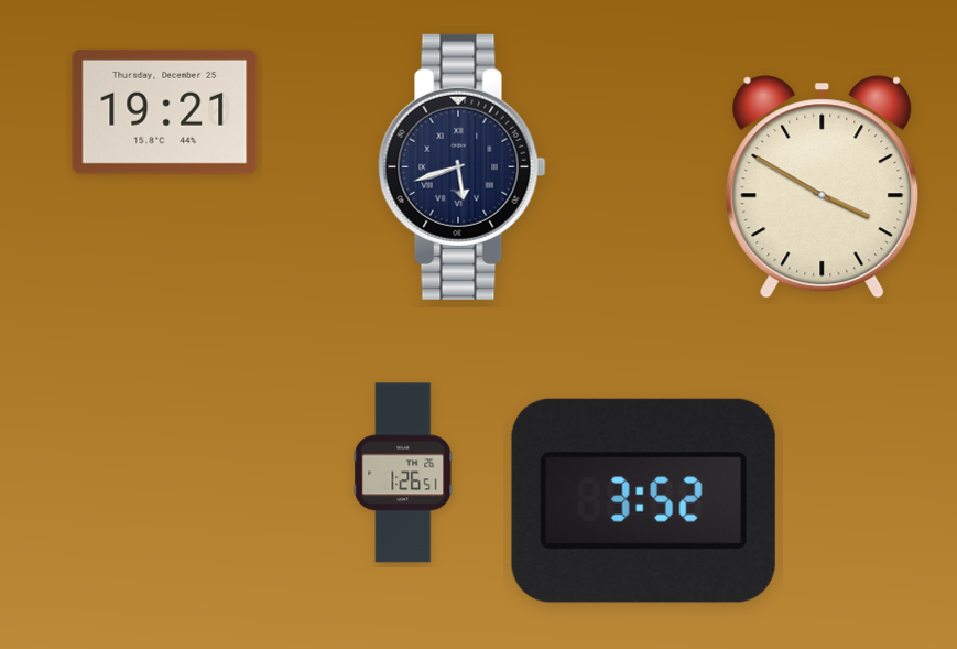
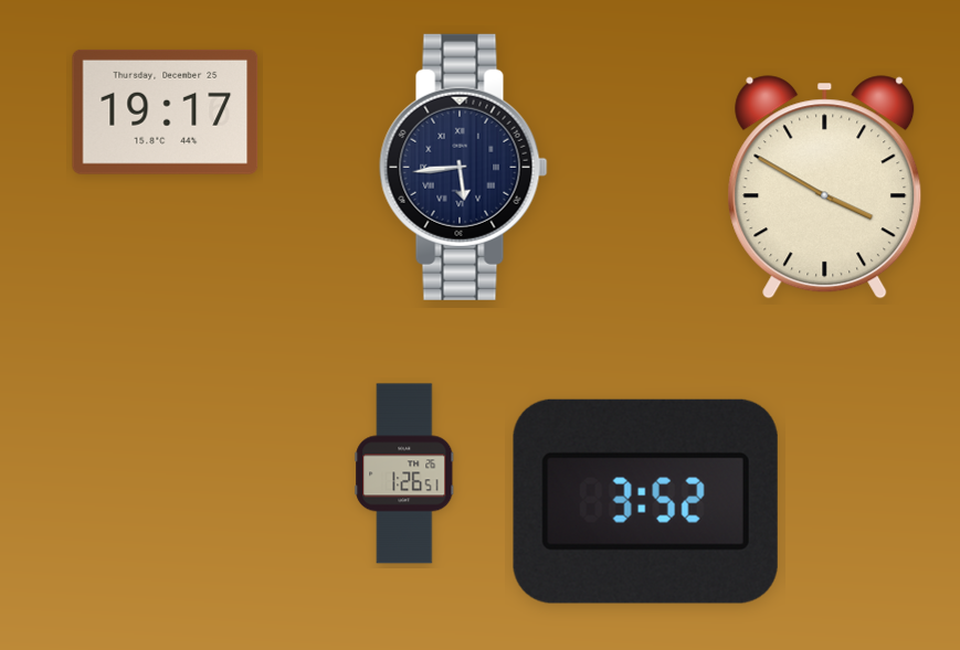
clock at (165, 111): 19:21 -> 19:17
clock at (463, 166): 5:42 -> 5:44
